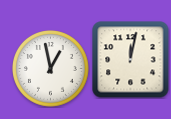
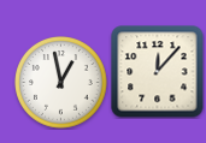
clock at (131, 60): 12:02 -> 12:07
